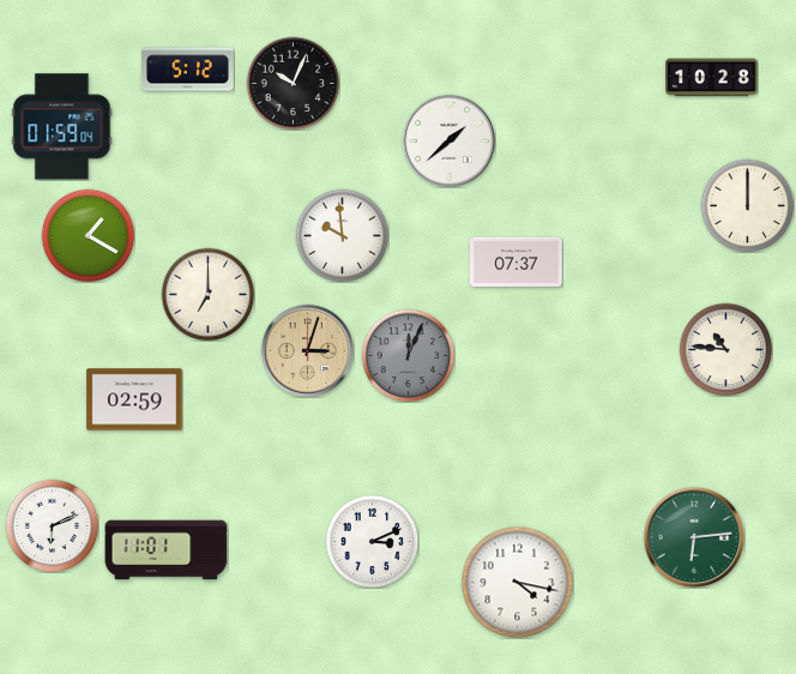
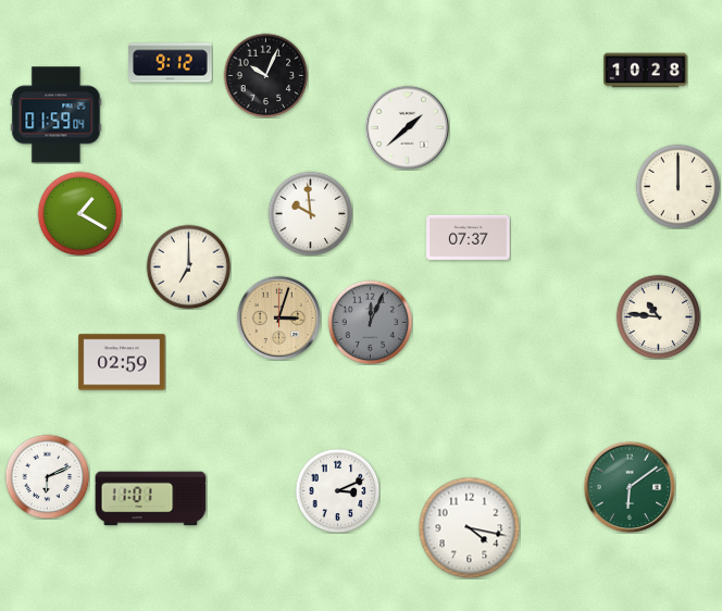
clock at (188, 70): 5:12 -> 9:12
clock at (694, 537): 6:14 -> 6:09
